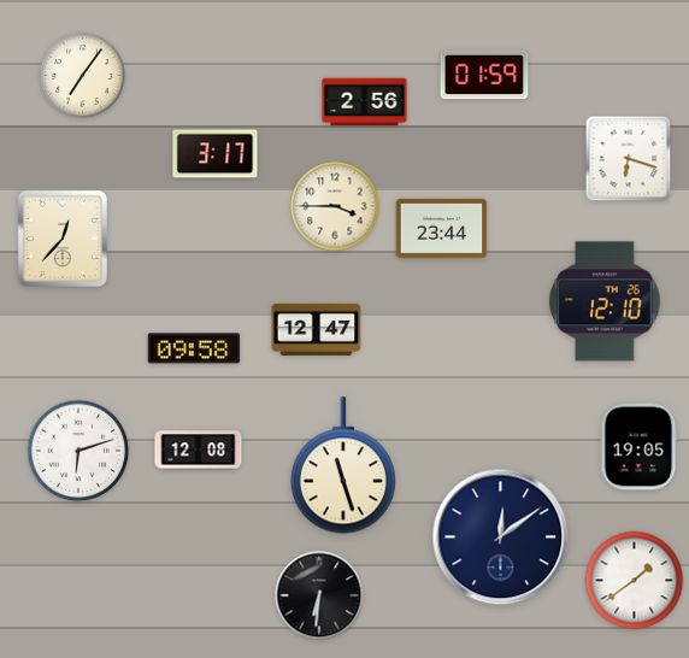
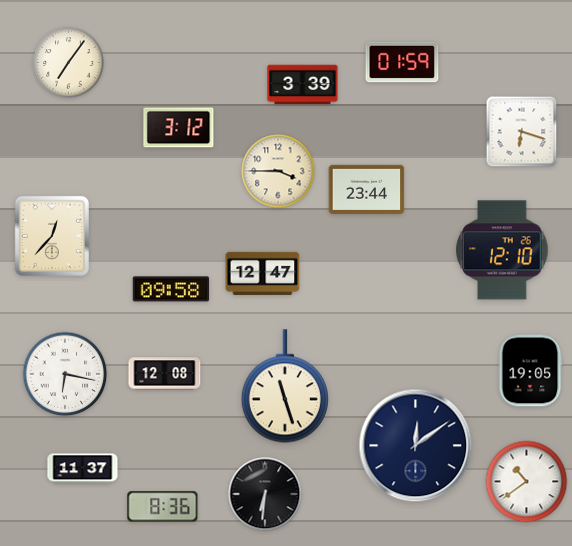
clock at (365, 102): 2:56 -> 3:39
clock at (216, 154): 3:17 -> 3:12
clock at (63, 239) position: (63, 239) -> (52, 236)
clock at (194, 348) position: (194, 348) -> (171, 289)
clock at (78, 451): 6:12 -> 6:17
clock at (83, 469): none -> 11:37
clock at (635, 581): 1:39 -> 10:39
clock at (163, 507): none -> 8:36
